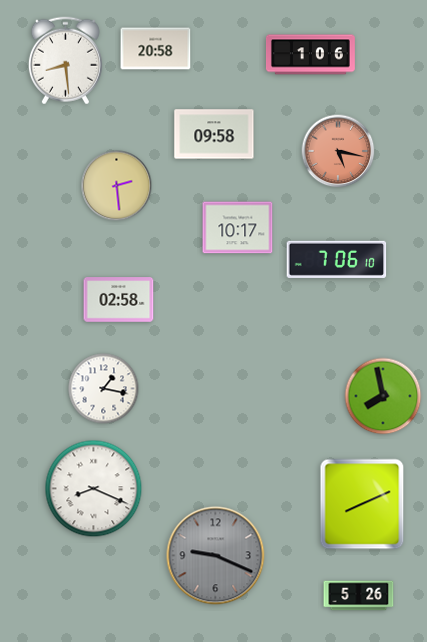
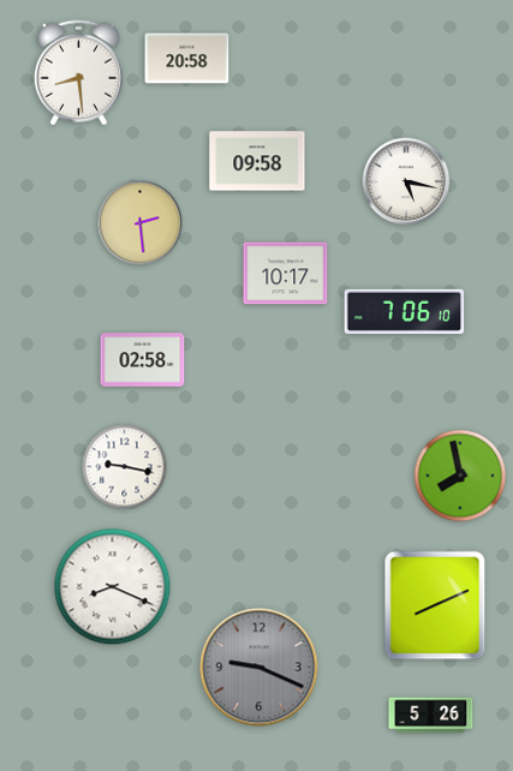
clock at (310, 55): 1:06 -> none
clock at (338, 151) dial: salmon -> white
clock at (104, 389): 1:17 -> 9:17
